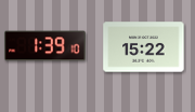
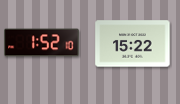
clock at (45, 46): 1:39 -> 1:52
